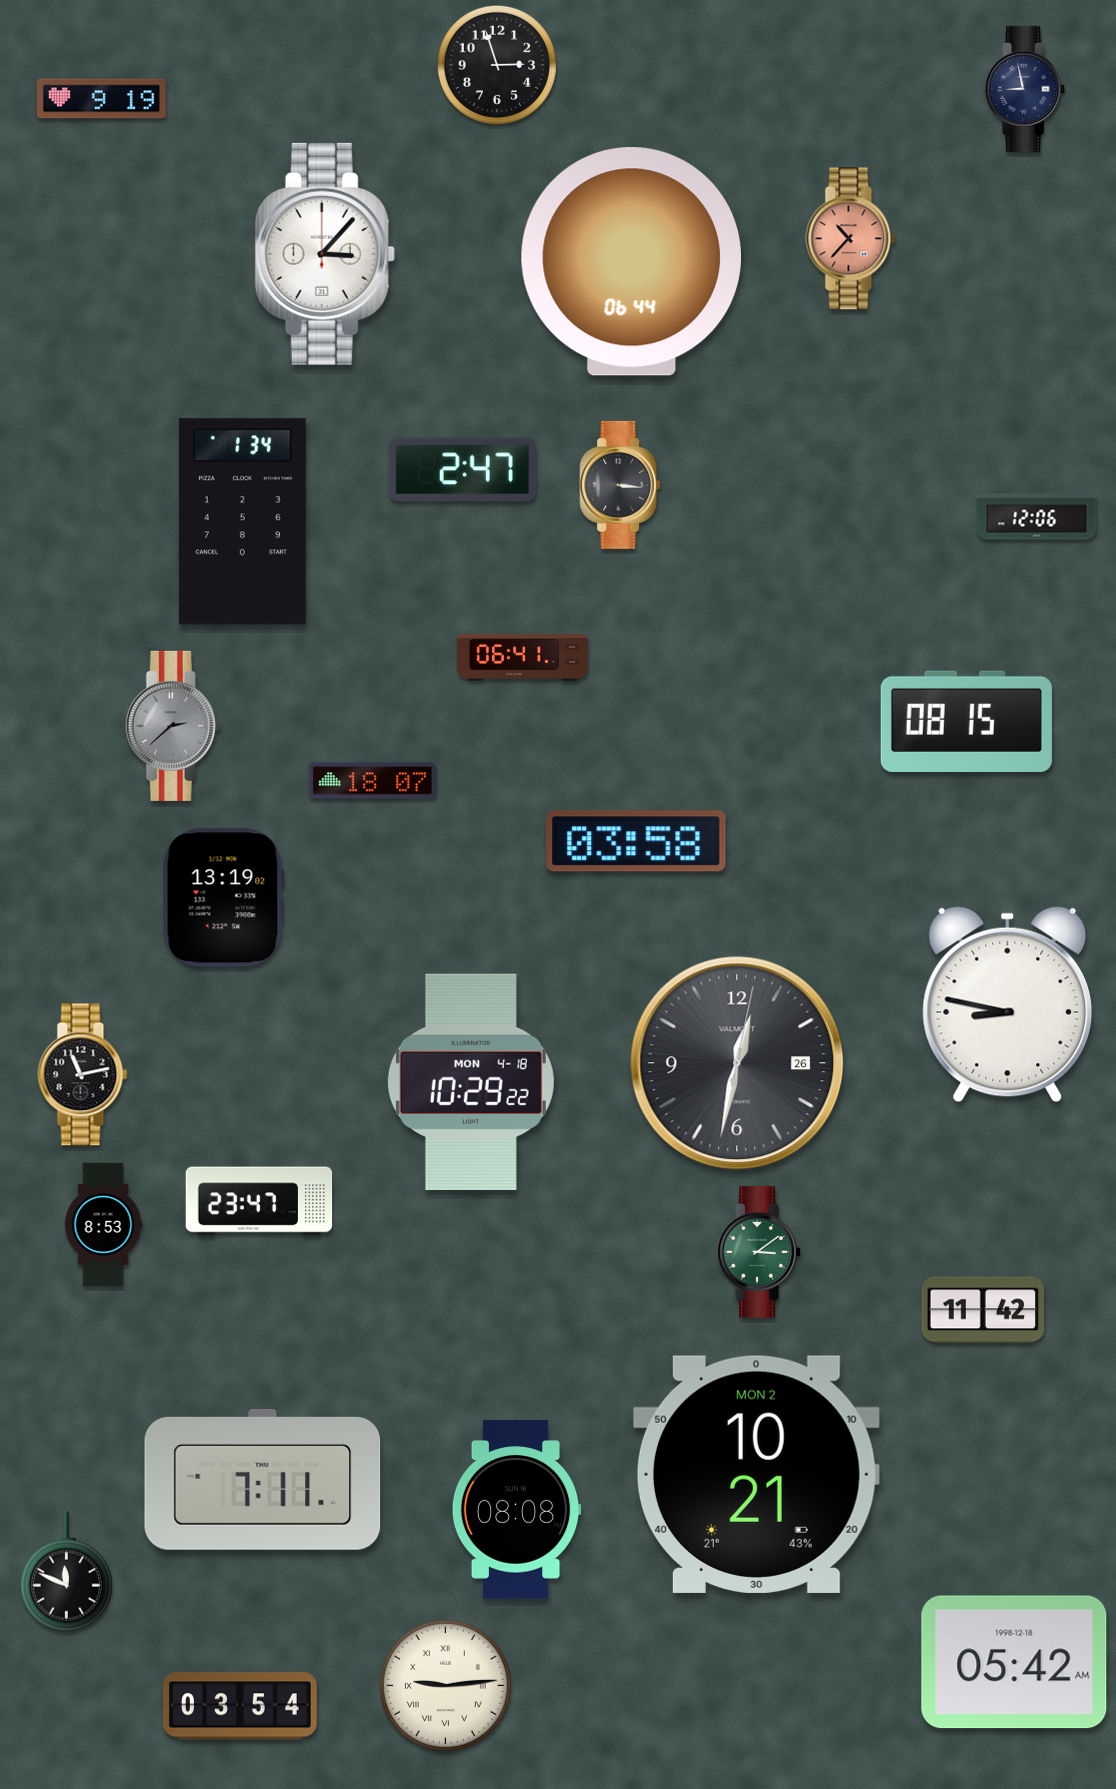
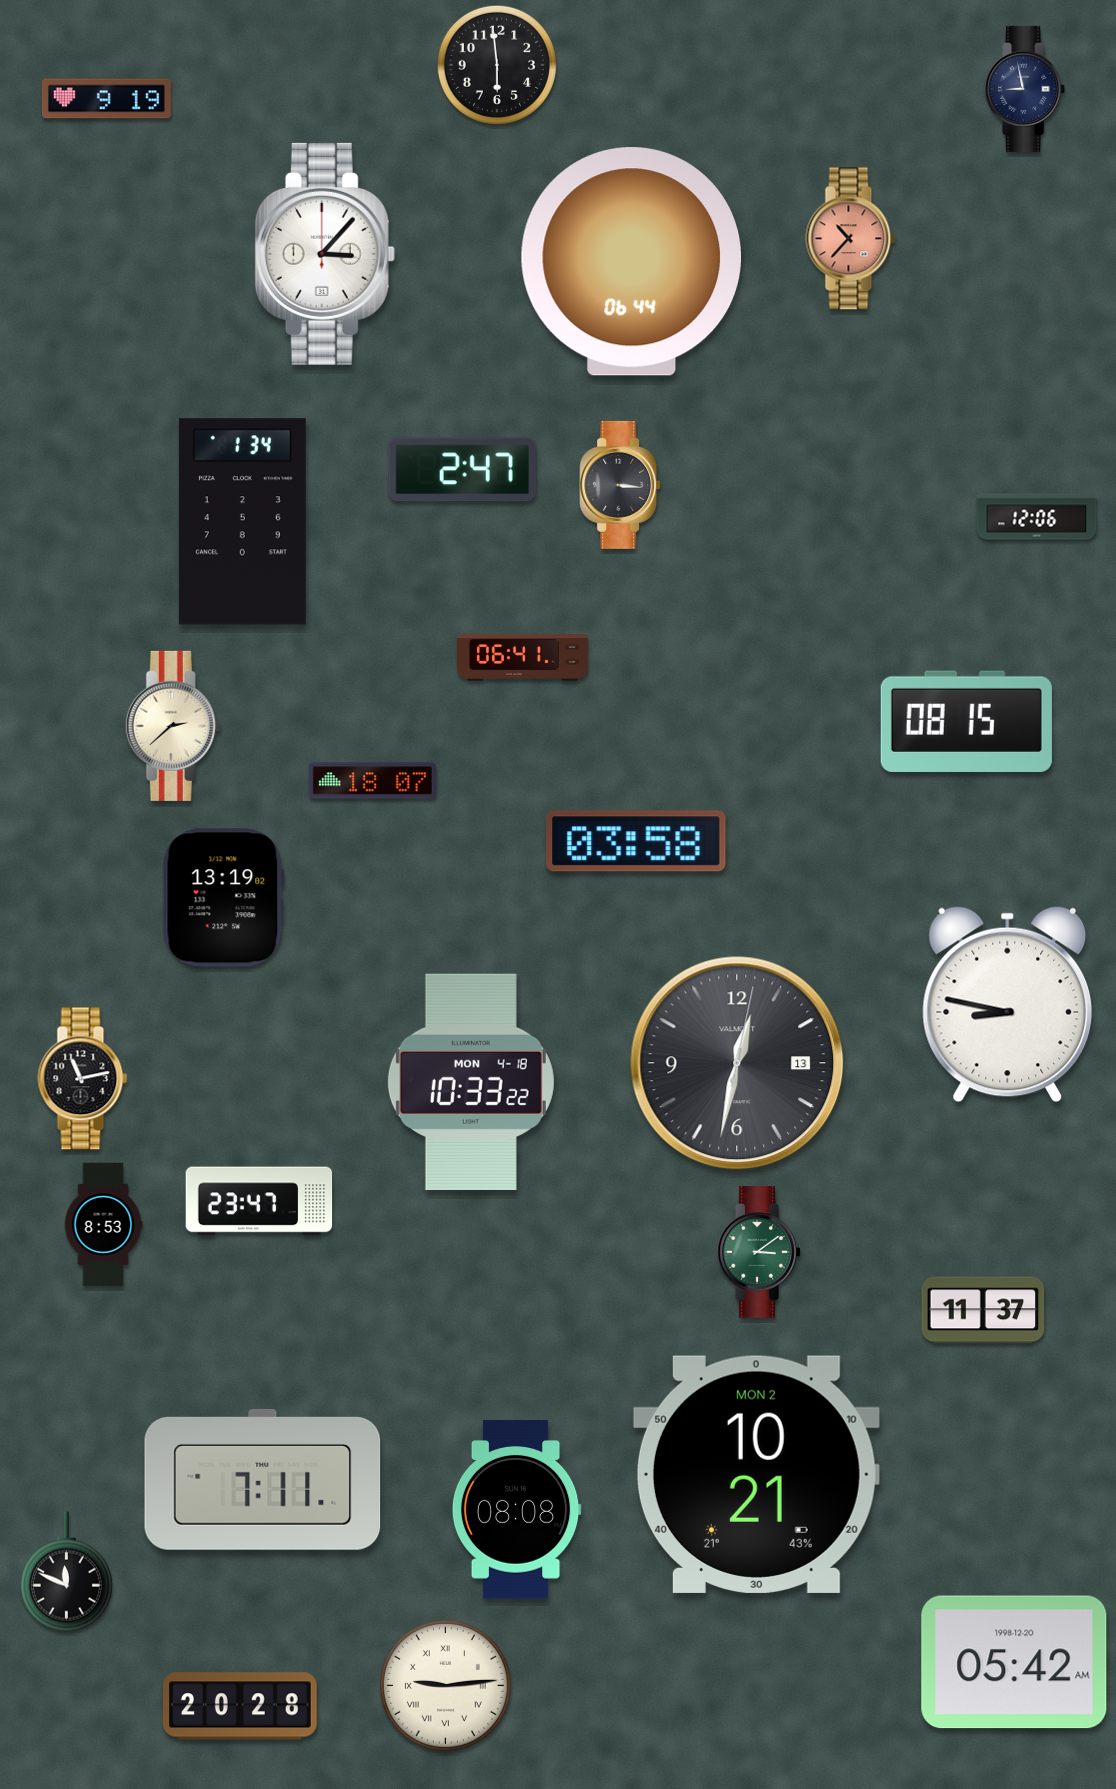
clock at (497, 65): 2:57 -> 5:59
clock at (101, 99) position: (101, 99) -> (106, 99)
clock at (173, 726) dial: grey -> cream
clock at (737, 1063) date: 26 -> 13
clock at (83, 1075) position: (83, 1075) -> (83, 1079)
clock at (471, 1082): 10:29 -> 10:33
clock at (983, 1310): 11:42 -> 11:37
clock at (1014, 1662) date: 1998-12-18 -> 1998-12-20
clock at (240, 1706): 03:54 -> 20:28
